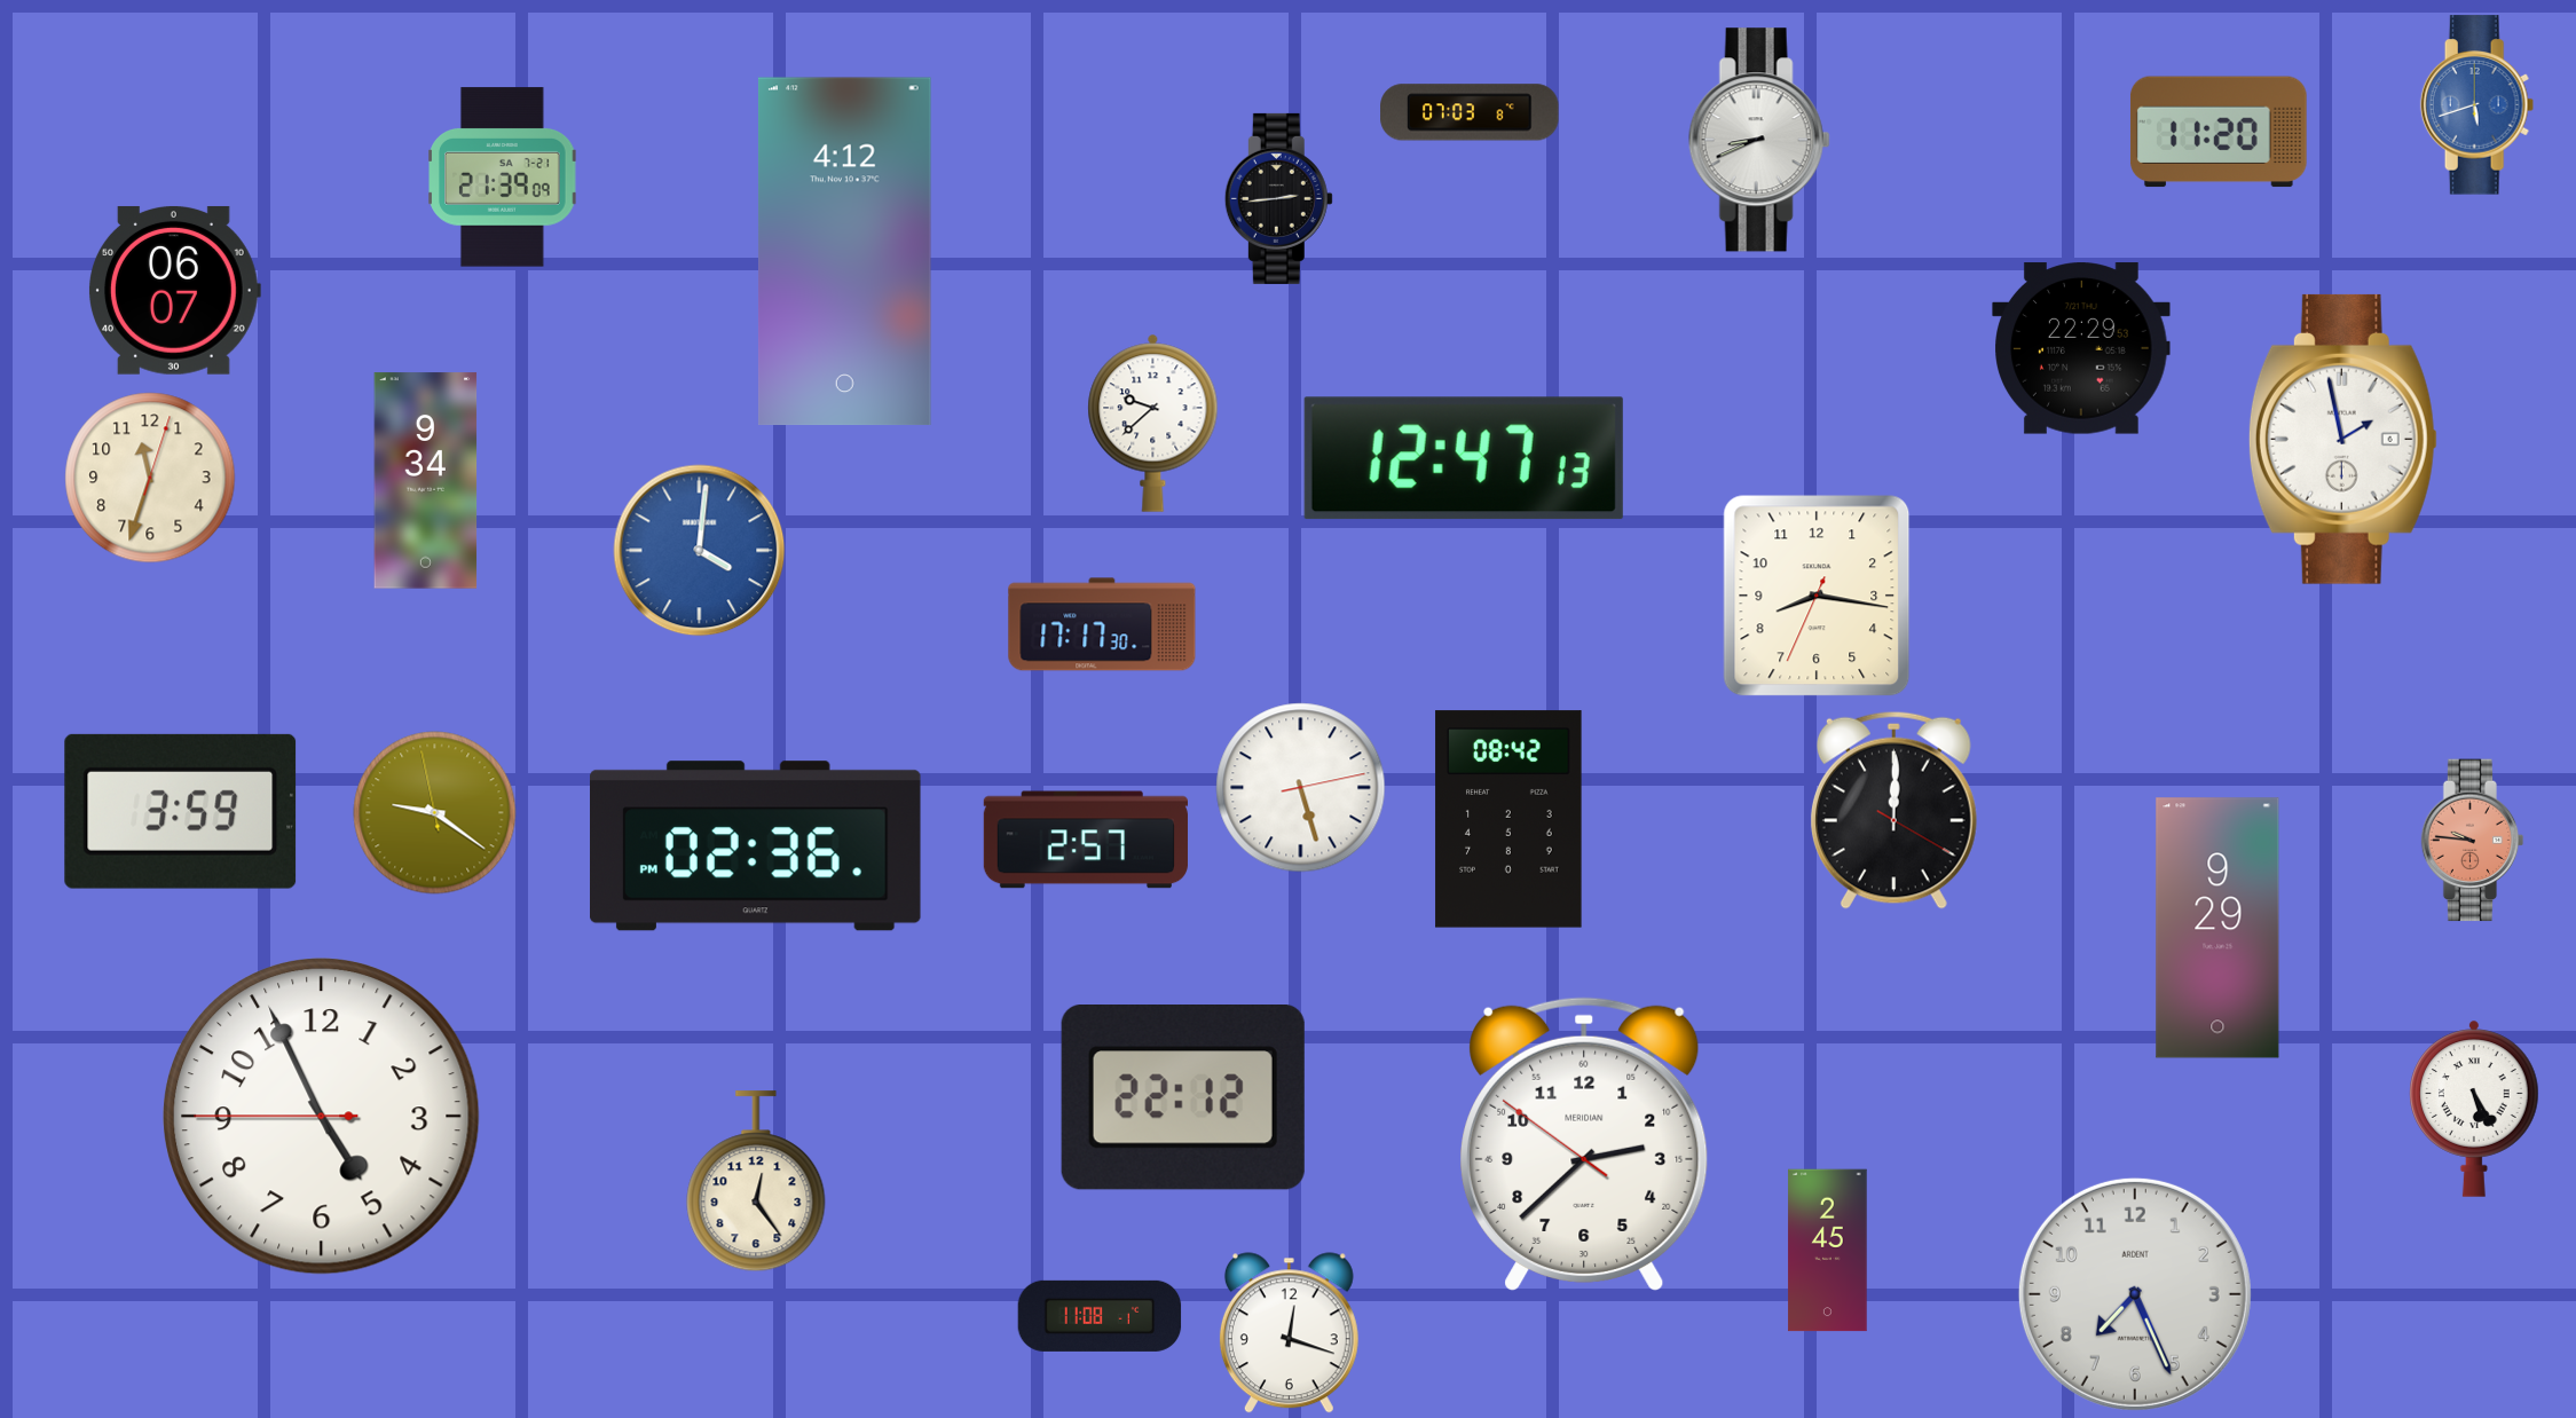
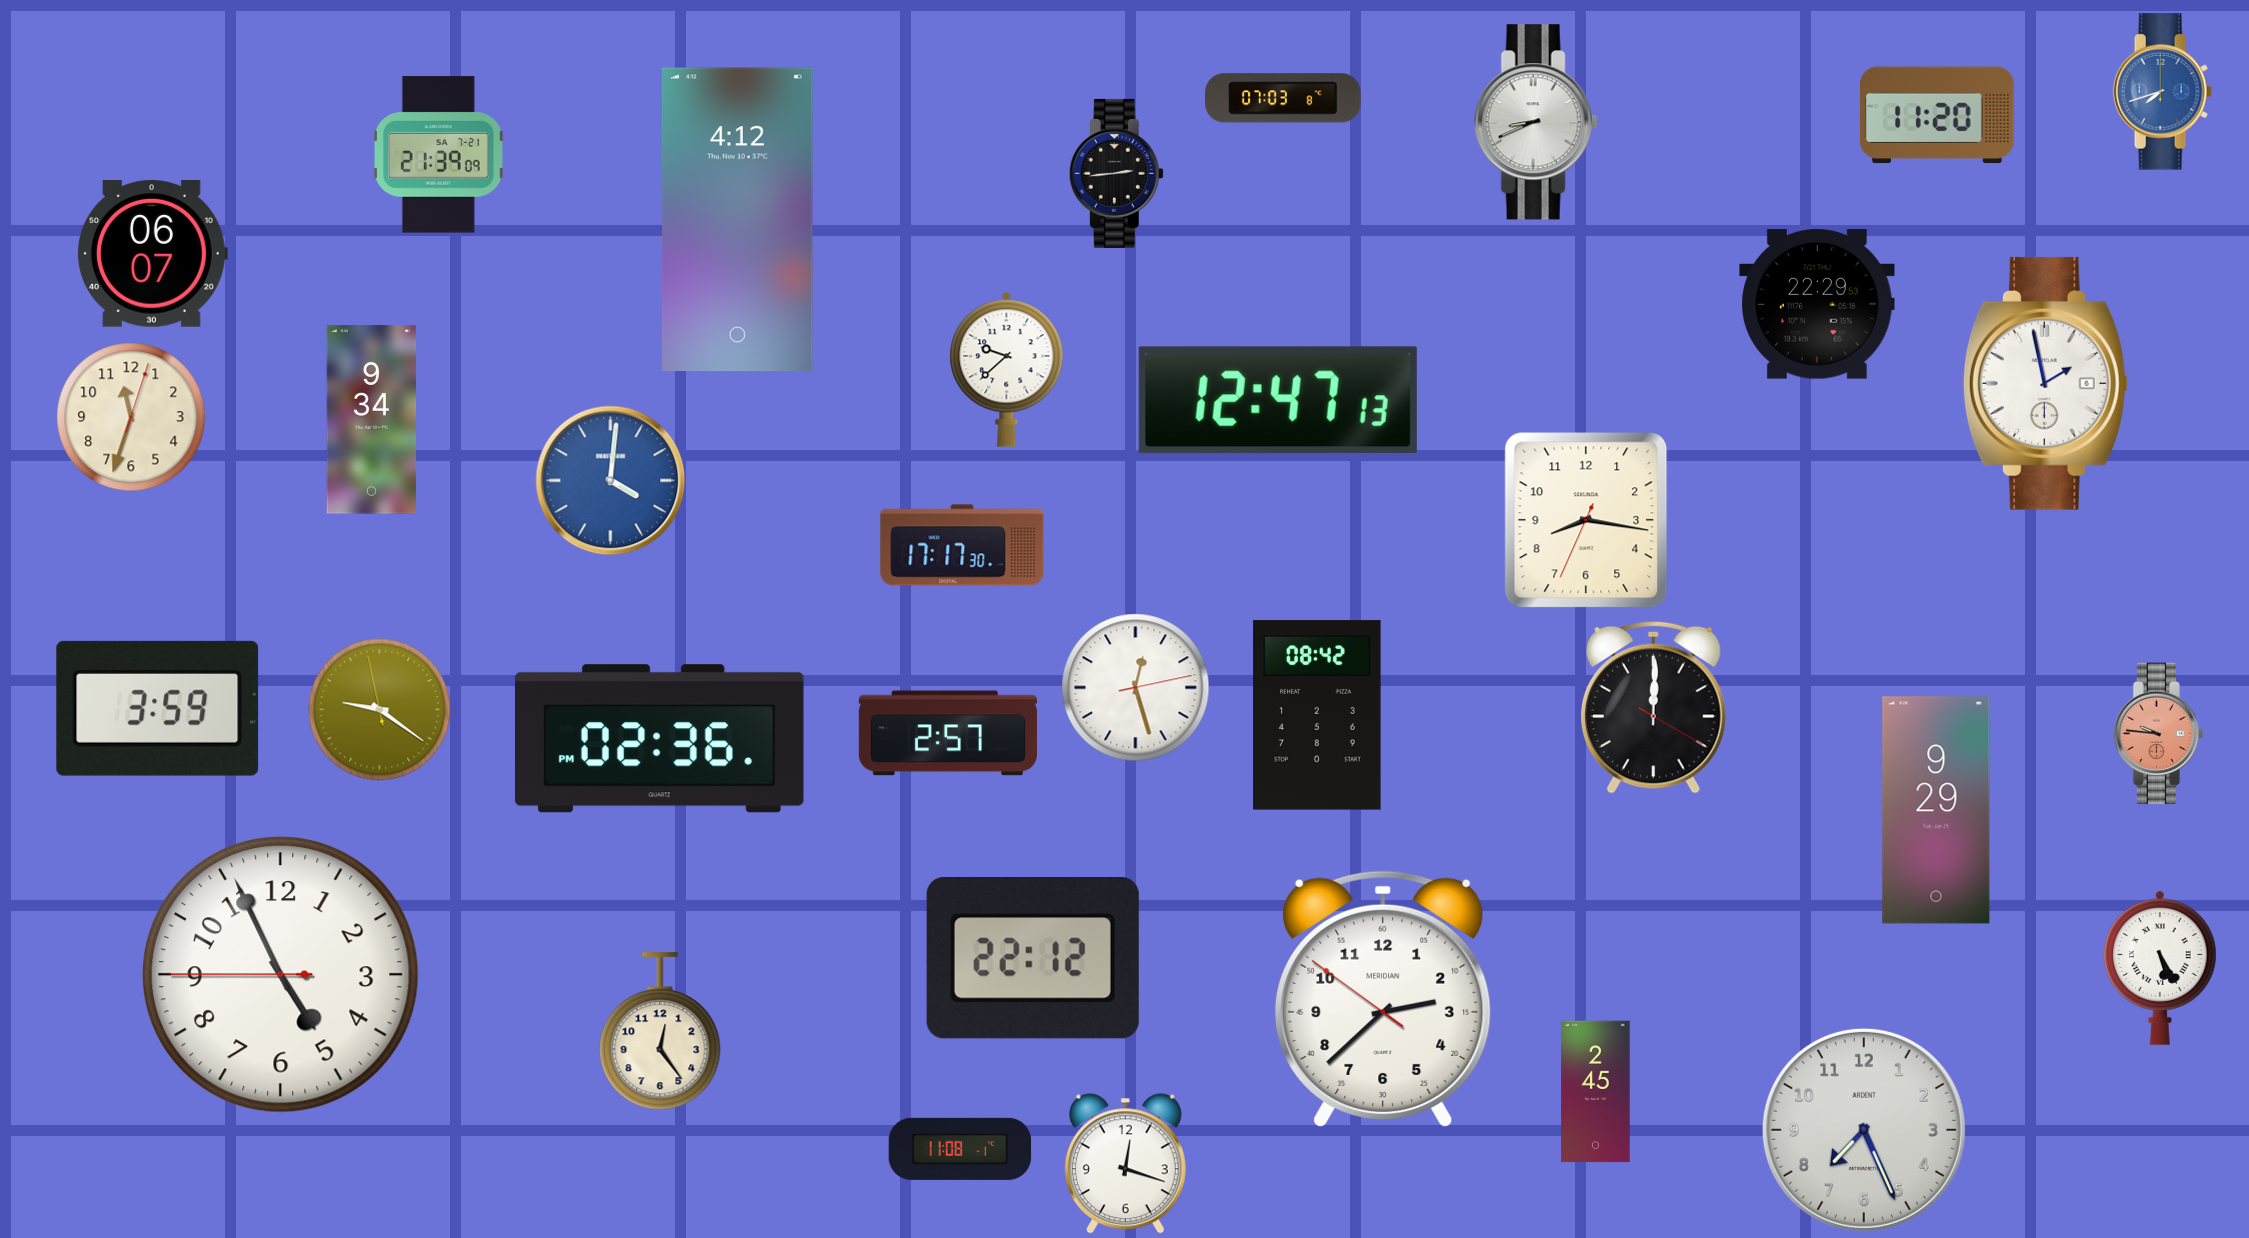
clock at (2477, 105): 5:42 -> 7:42
clock at (1301, 788): 5:27 -> 12:27
